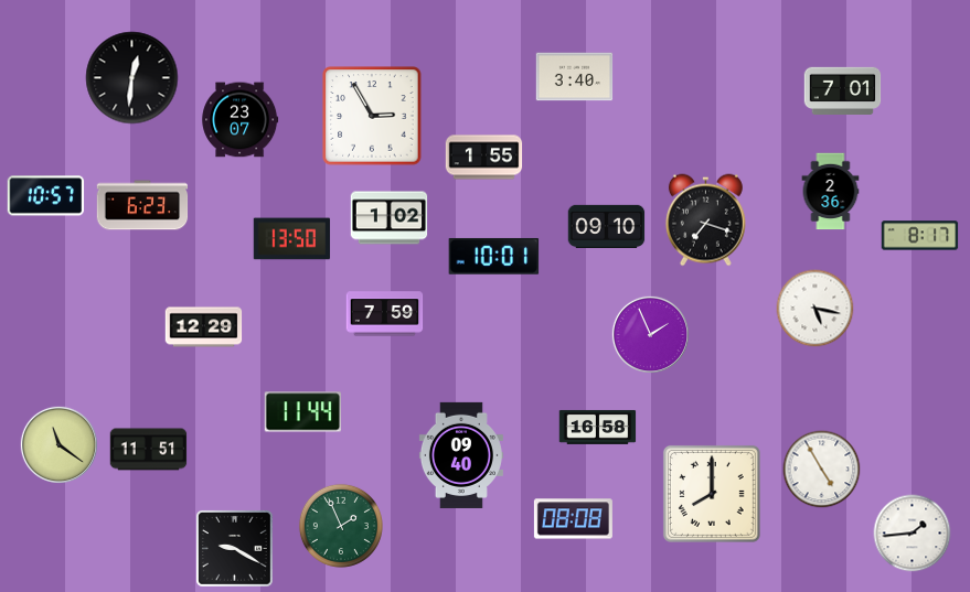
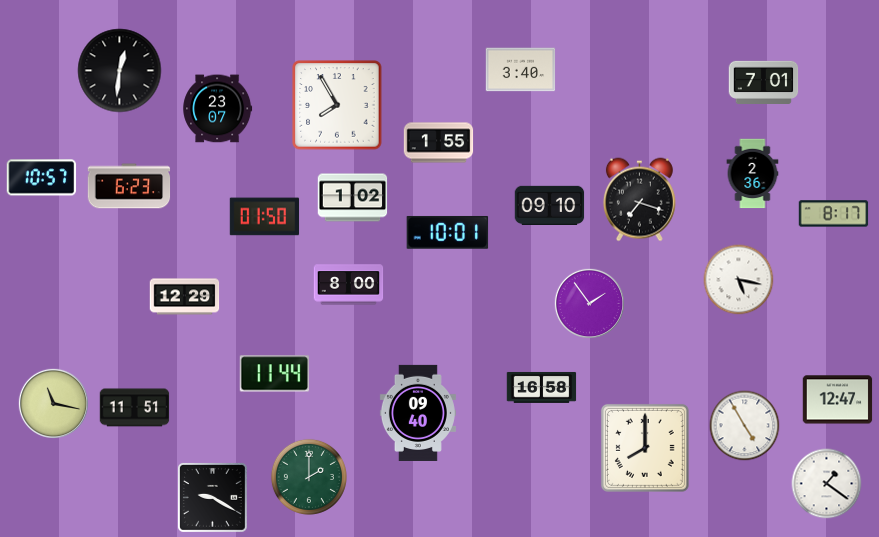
clock at (372, 116): 2:55 -> 7:55
clock at (292, 239): 13:50 -> 01:50
clock at (385, 314): 7:59 -> 8:00
clock at (650, 334): 1:56 -> 1:54
clock at (838, 400): none -> 12:47
clock at (58, 444): 11:21 -> 11:17
clock at (573, 519): 08:08 -> none
clock at (341, 526): 1:56 -> 2:00
clock at (913, 534): 1:44 -> 1:21
